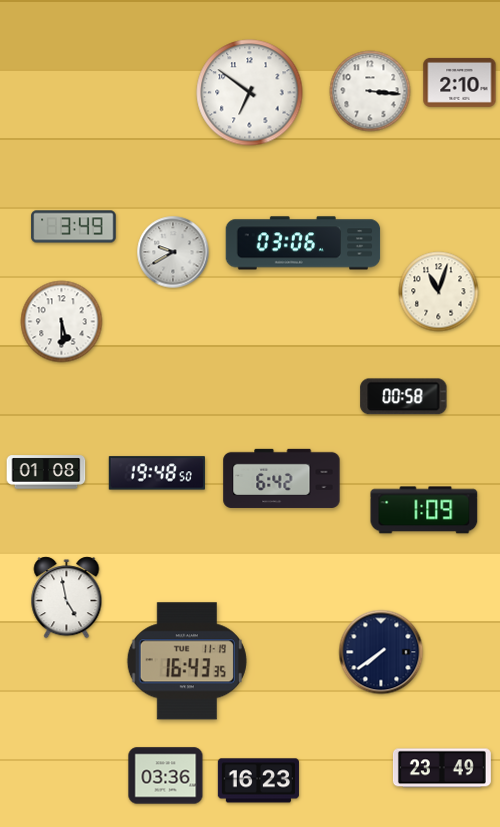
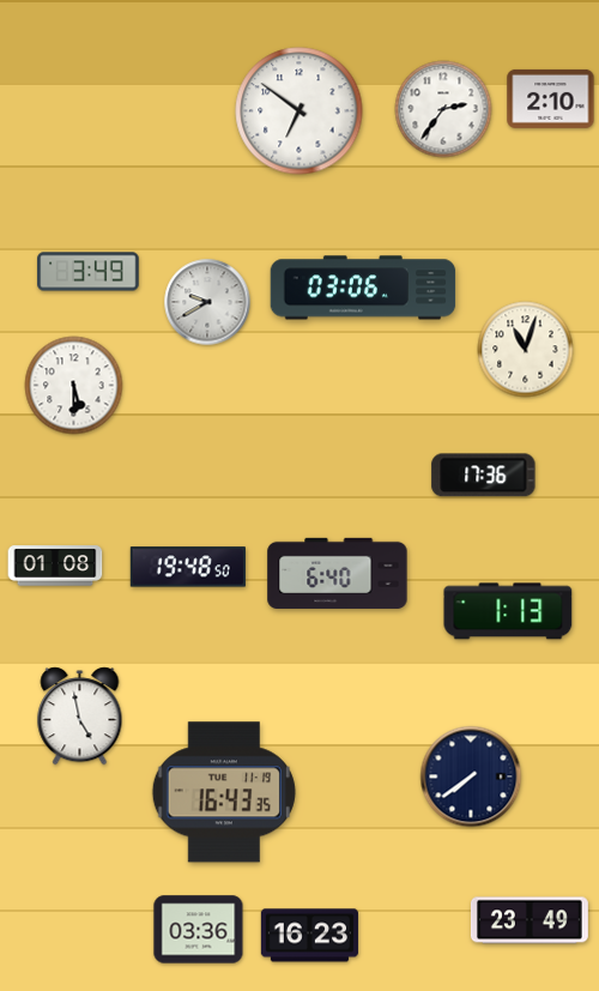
clock at (370, 91): 3:16 -> 2:36
clock at (303, 243) position: (303, 243) -> (363, 288)
clock at (404, 397): 00:58 -> 17:36
clock at (282, 478): 6:42 -> 6:40
clock at (424, 510): 1:09 -> 1:13
clock at (381, 652) position: (381, 652) -> (471, 777)
